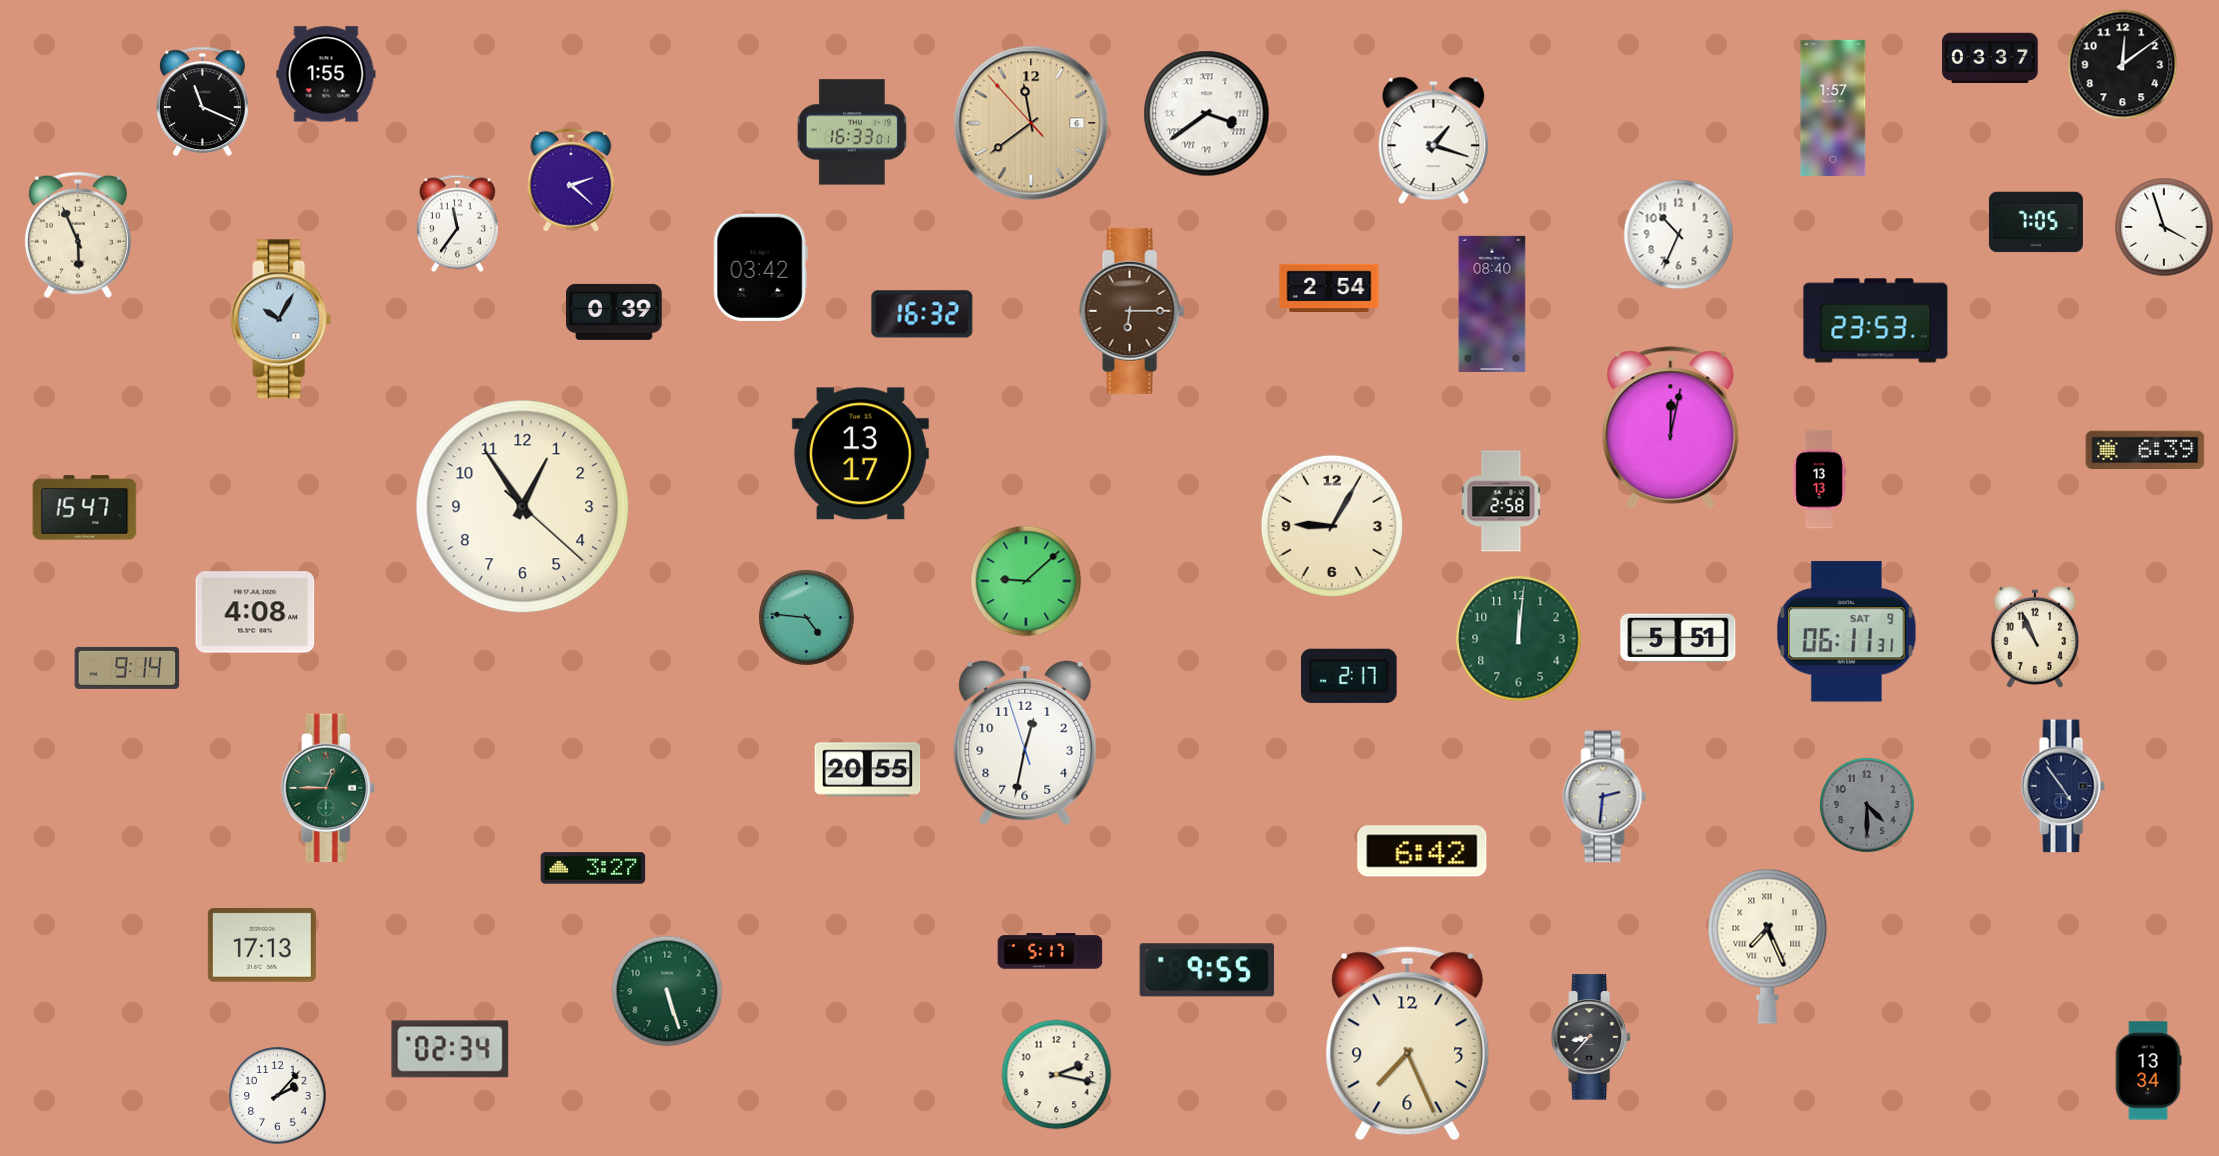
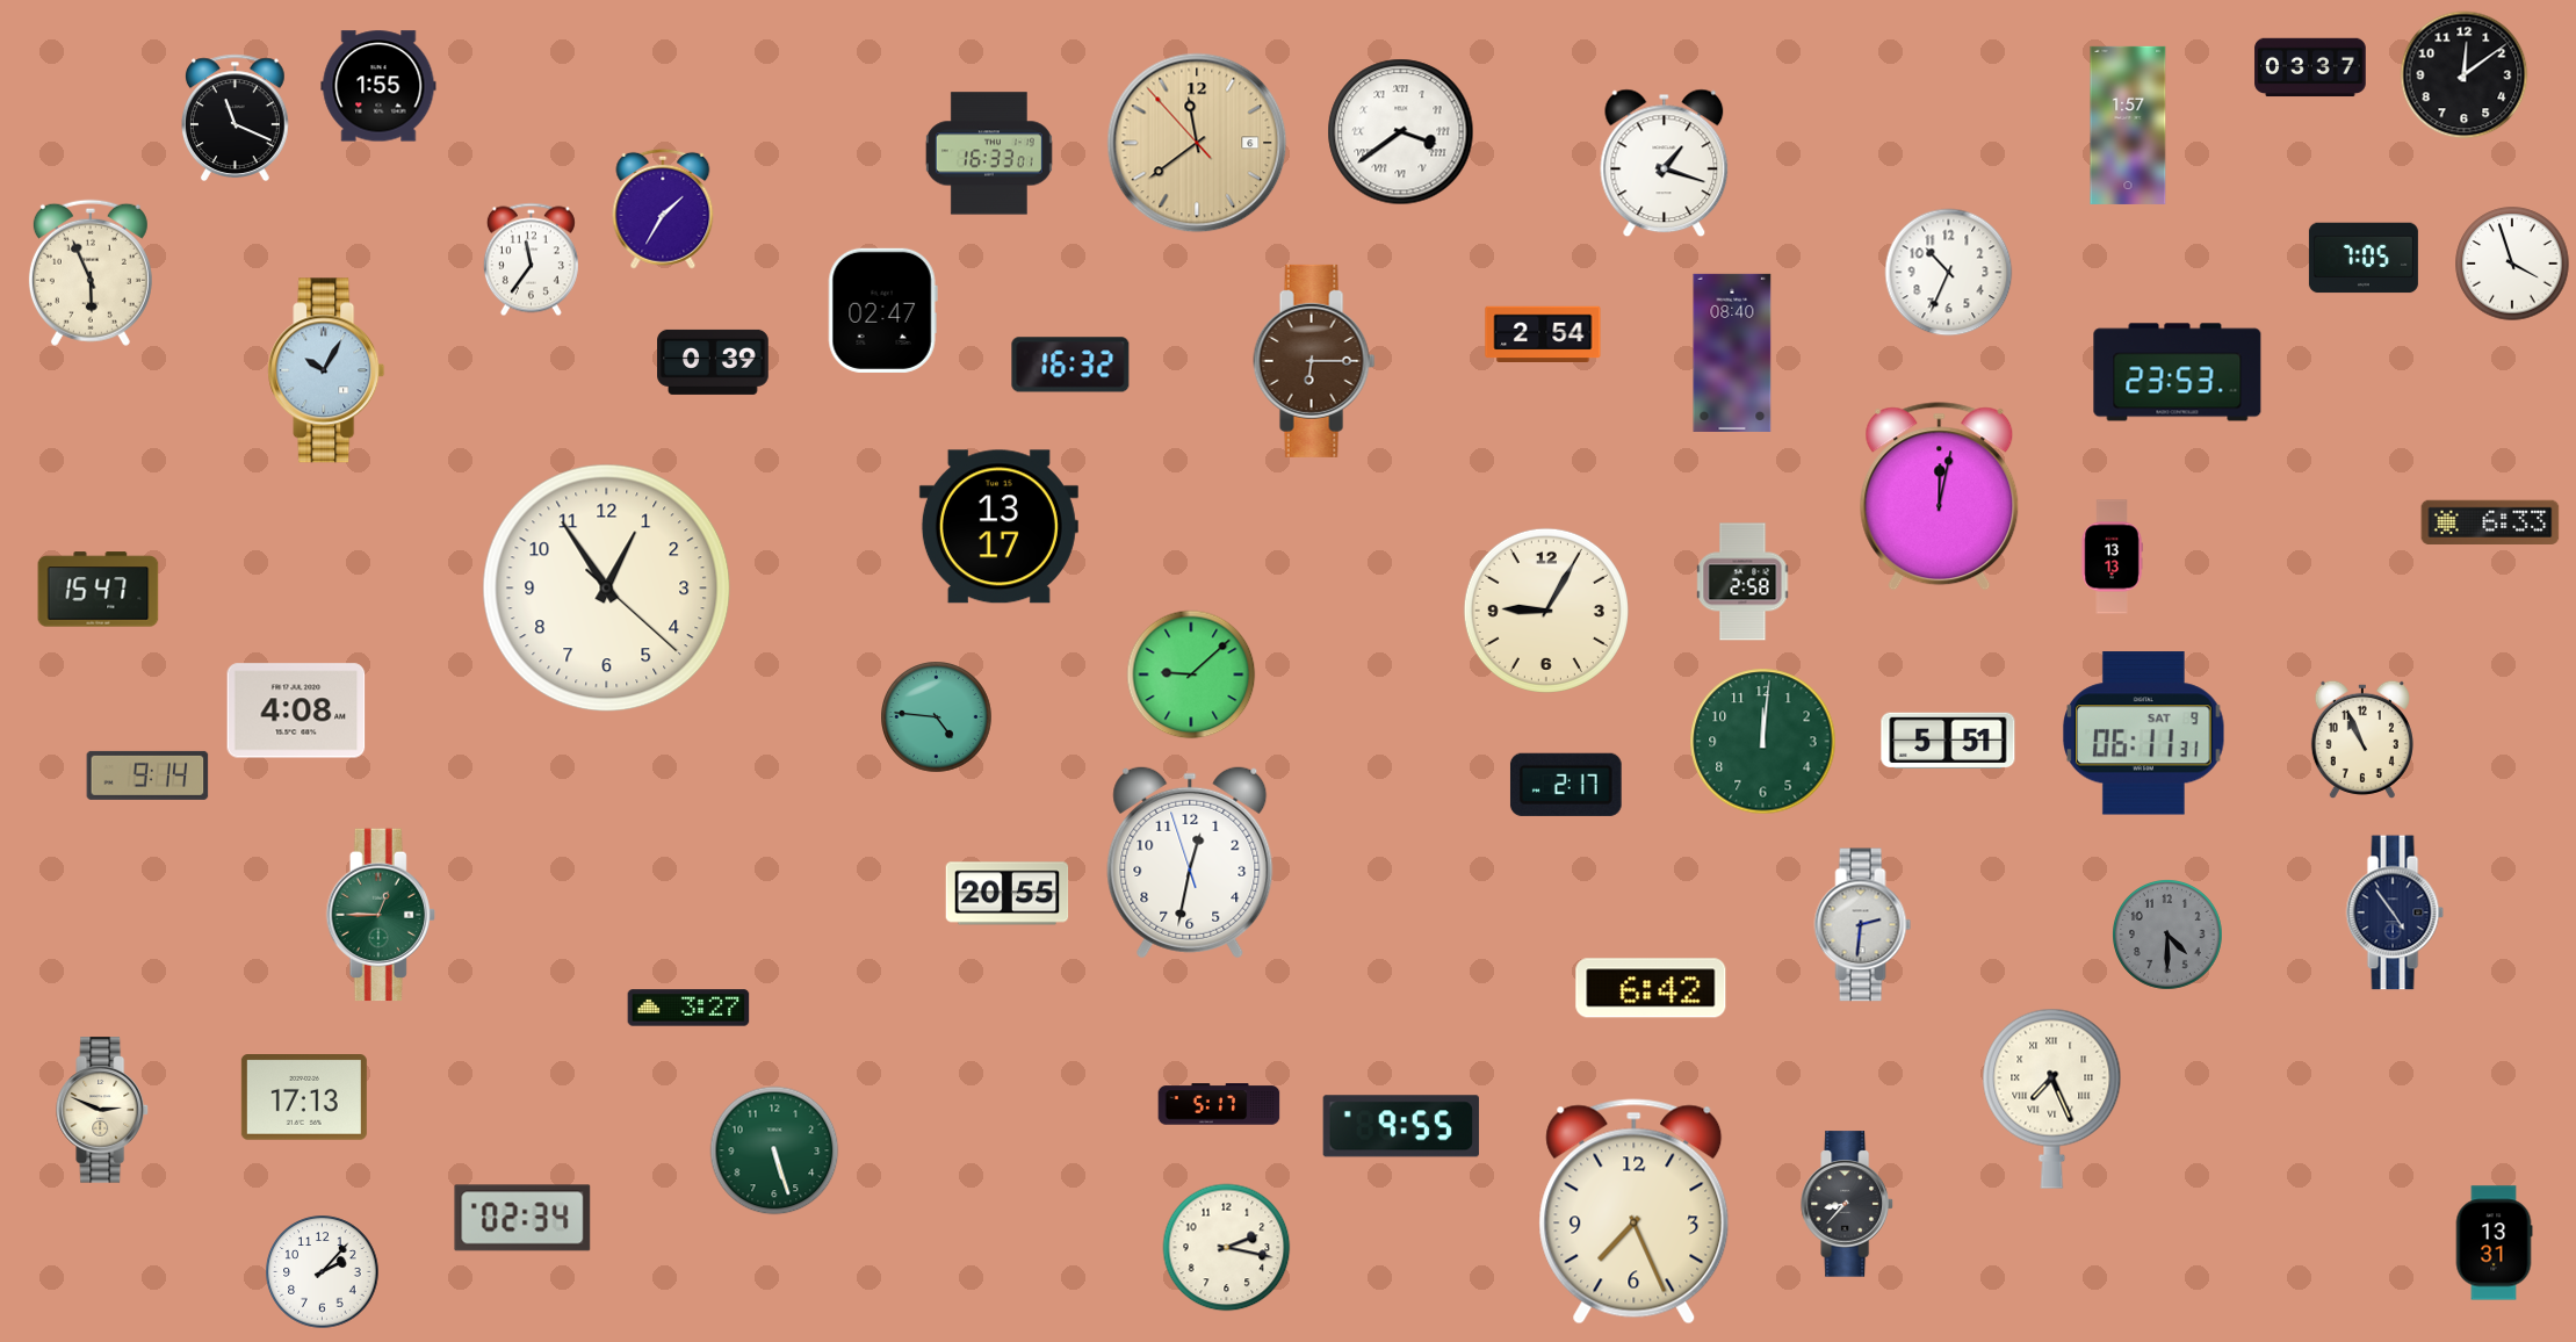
clock at (571, 180): 2:22 -> 1:35
clock at (760, 267): 03:42 -> 02:47
clock at (2145, 449): 6:39 -> 6:33
clock at (102, 1110): none -> 2:49
clock at (2148, 1071): 13:34 -> 13:31
